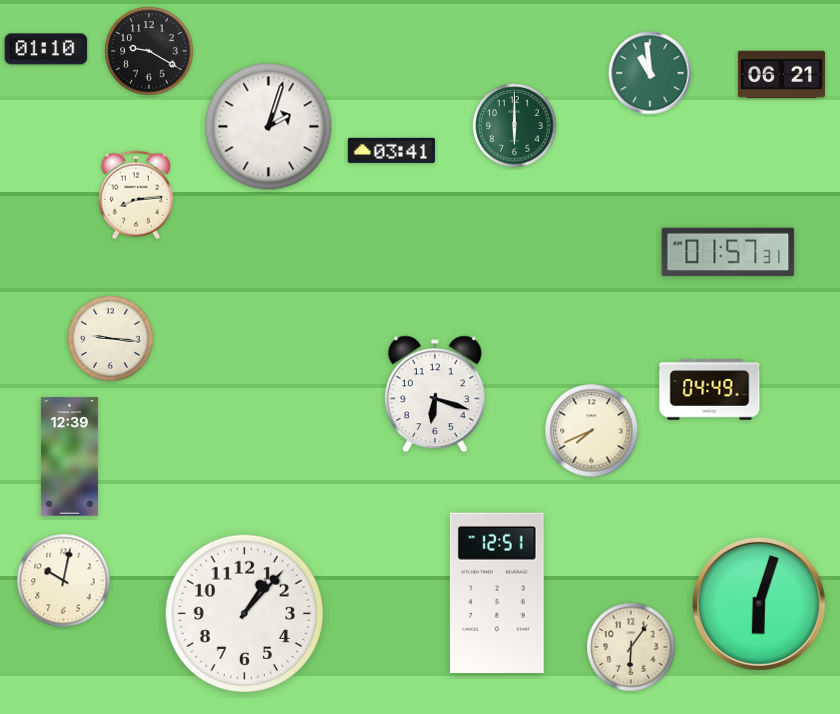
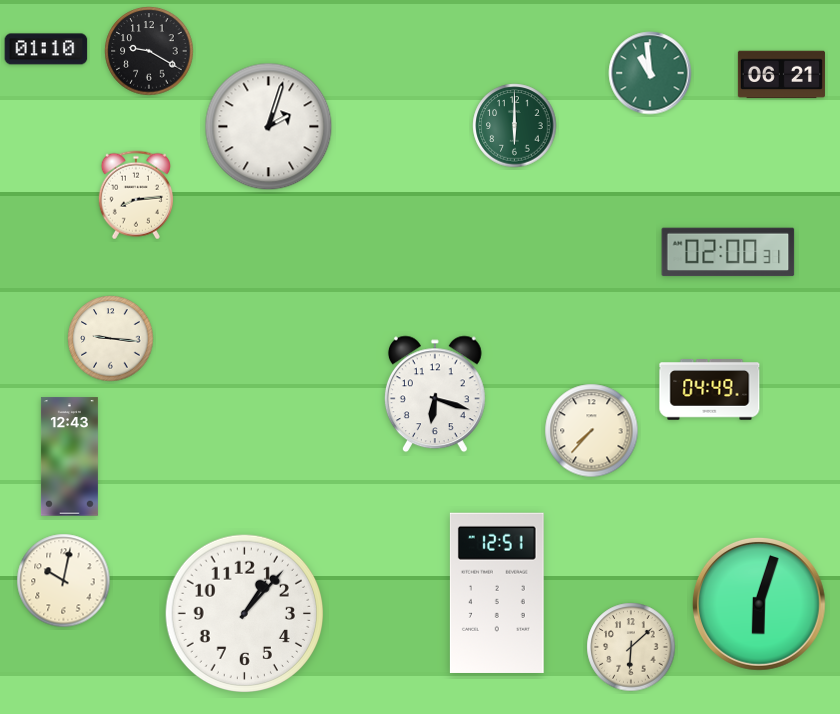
clock at (391, 150): 03:41 -> none
clock at (728, 252): 01:57 -> 02:00
clock at (592, 431): 7:41 -> 7:37
clock at (69, 457): 12:39 -> 12:43
clock at (631, 647): 6:06 -> 6:08
